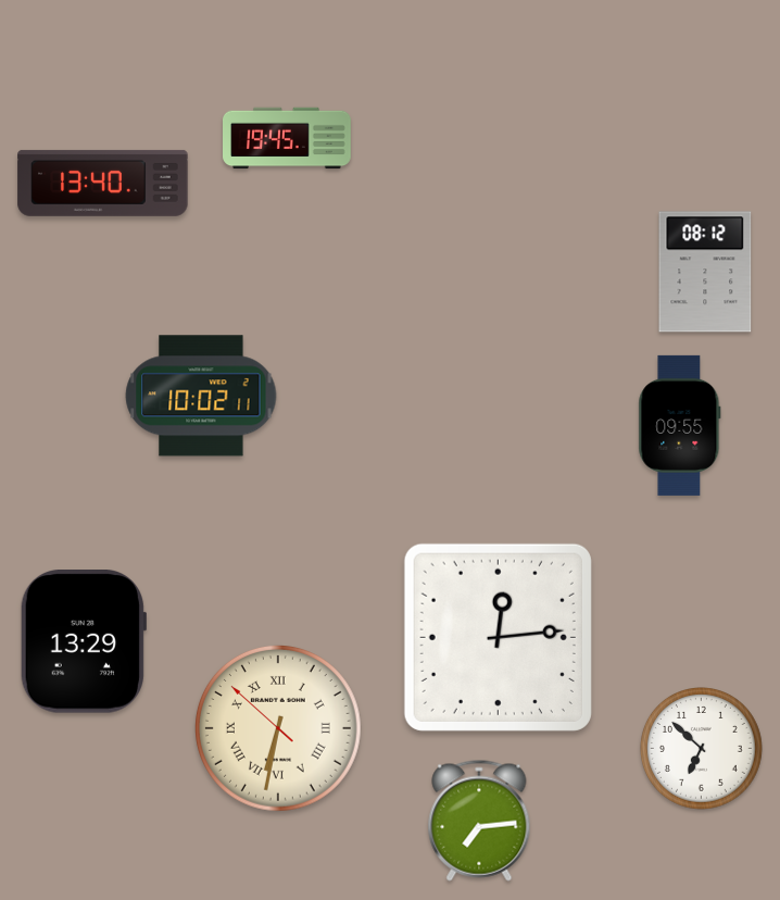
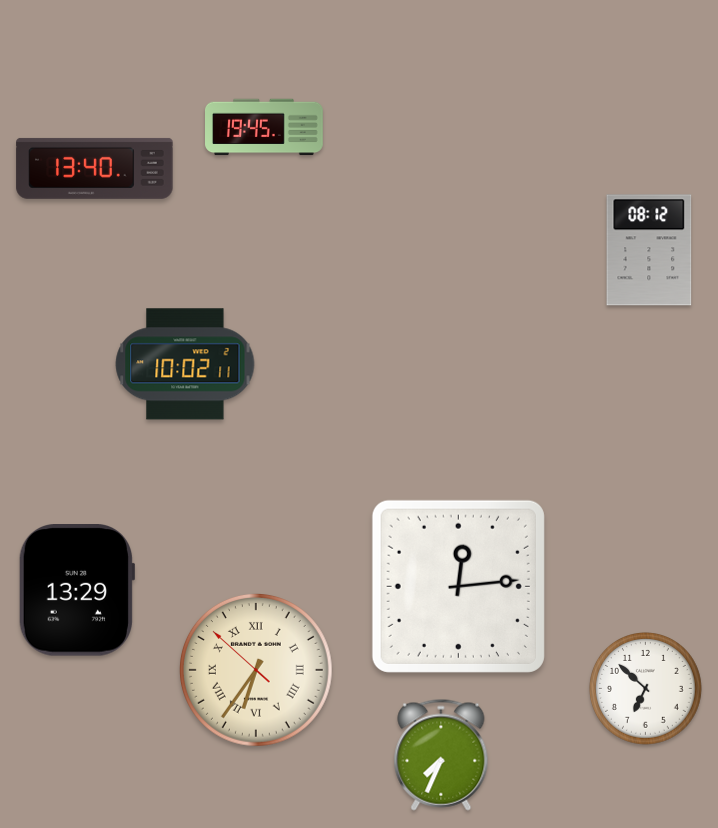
clock at (680, 425): 09:55 -> none
clock at (278, 728): 6:31 -> 6:35
clock at (479, 821): 7:14 -> 7:34
